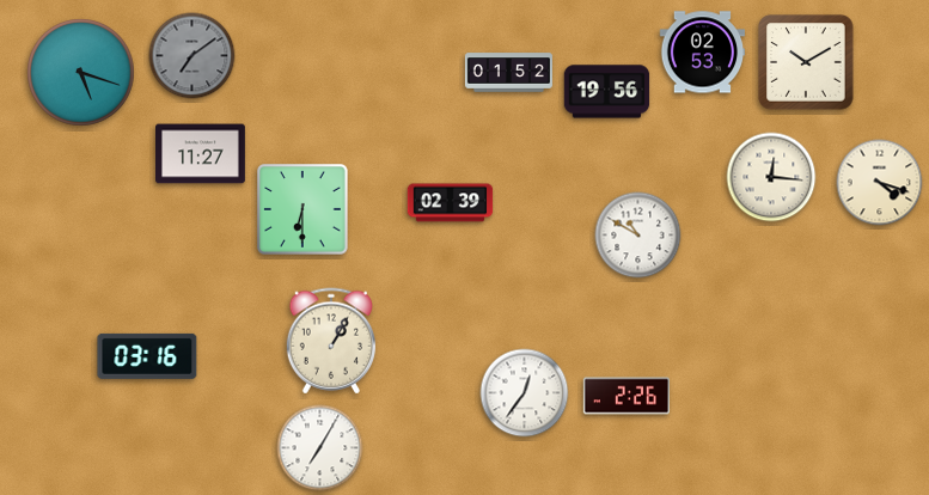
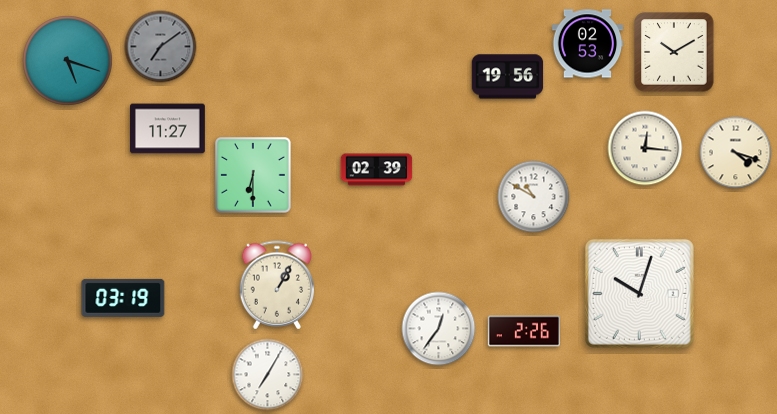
clock at (508, 73): 01:52 -> none
clock at (639, 293): none -> 10:03
clock at (147, 356): 03:16 -> 03:19
